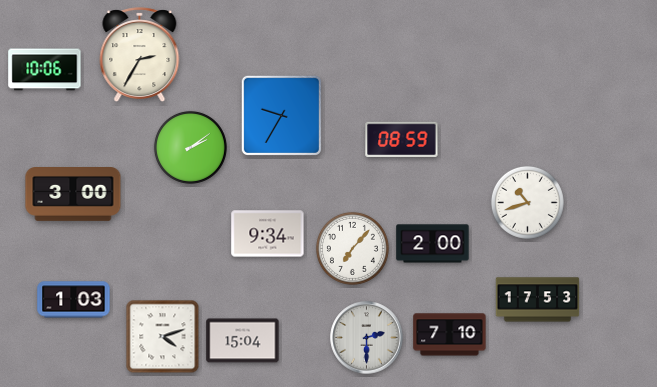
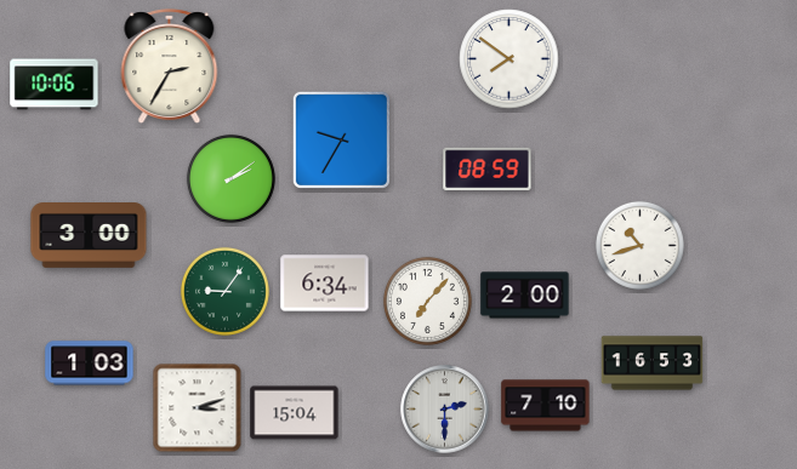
clock at (509, 59): none -> 7:51
clock at (268, 234): 9:34 -> 6:34
clock at (224, 291): none -> 9:06
clock at (538, 300): 17:53 -> 16:53
clock at (163, 337): 4:12 -> 3:12
